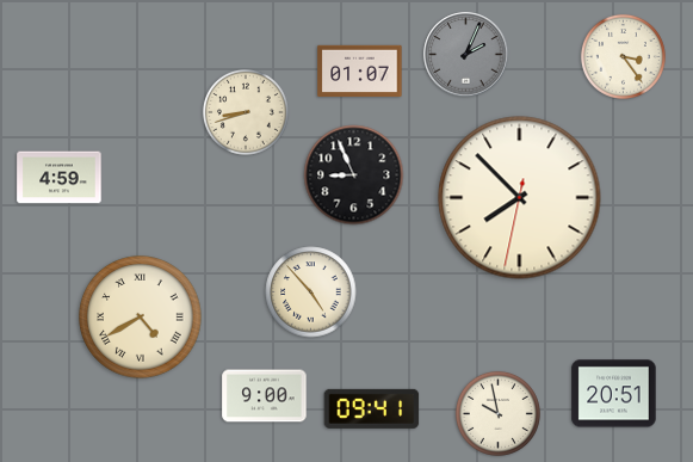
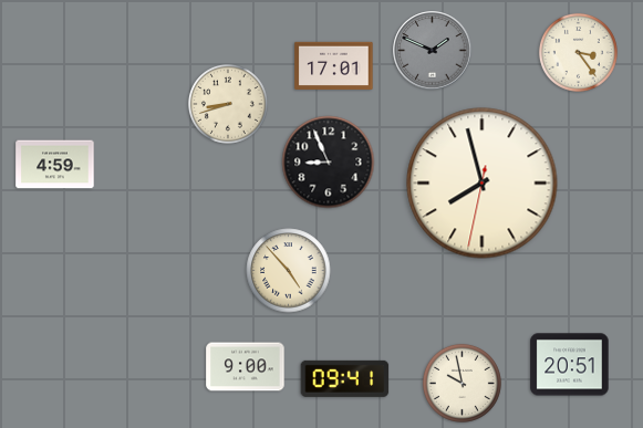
clock at (466, 55): 2:04 -> 1:49
clock at (360, 70): 01:07 -> 17:01
clock at (520, 198): 7:52 -> 7:57
clock at (141, 318): 4:40 -> none
